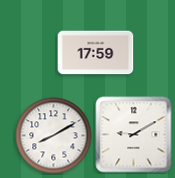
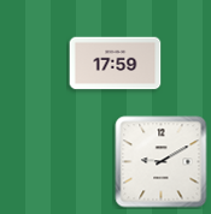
clock at (54, 136): 8:10 -> none
